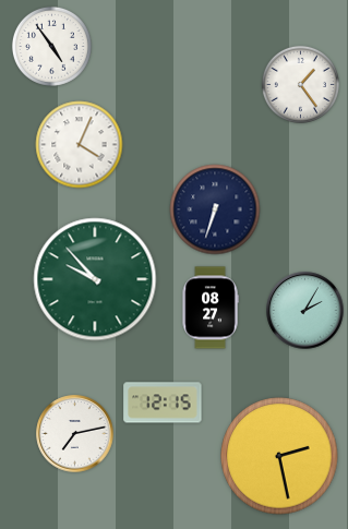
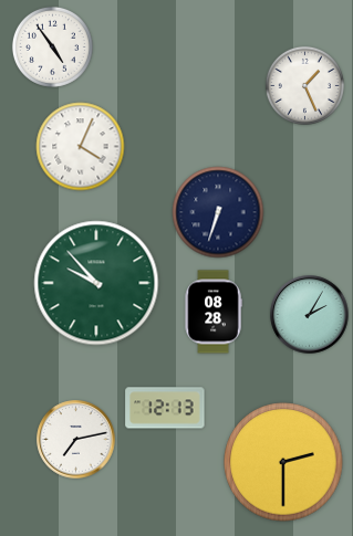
clock at (300, 84): 1:24 -> 1:26
clock at (211, 308): 08:27 -> 08:28
clock at (163, 402): 12:15 -> 12:13
clock at (279, 456): 2:28 -> 2:30
